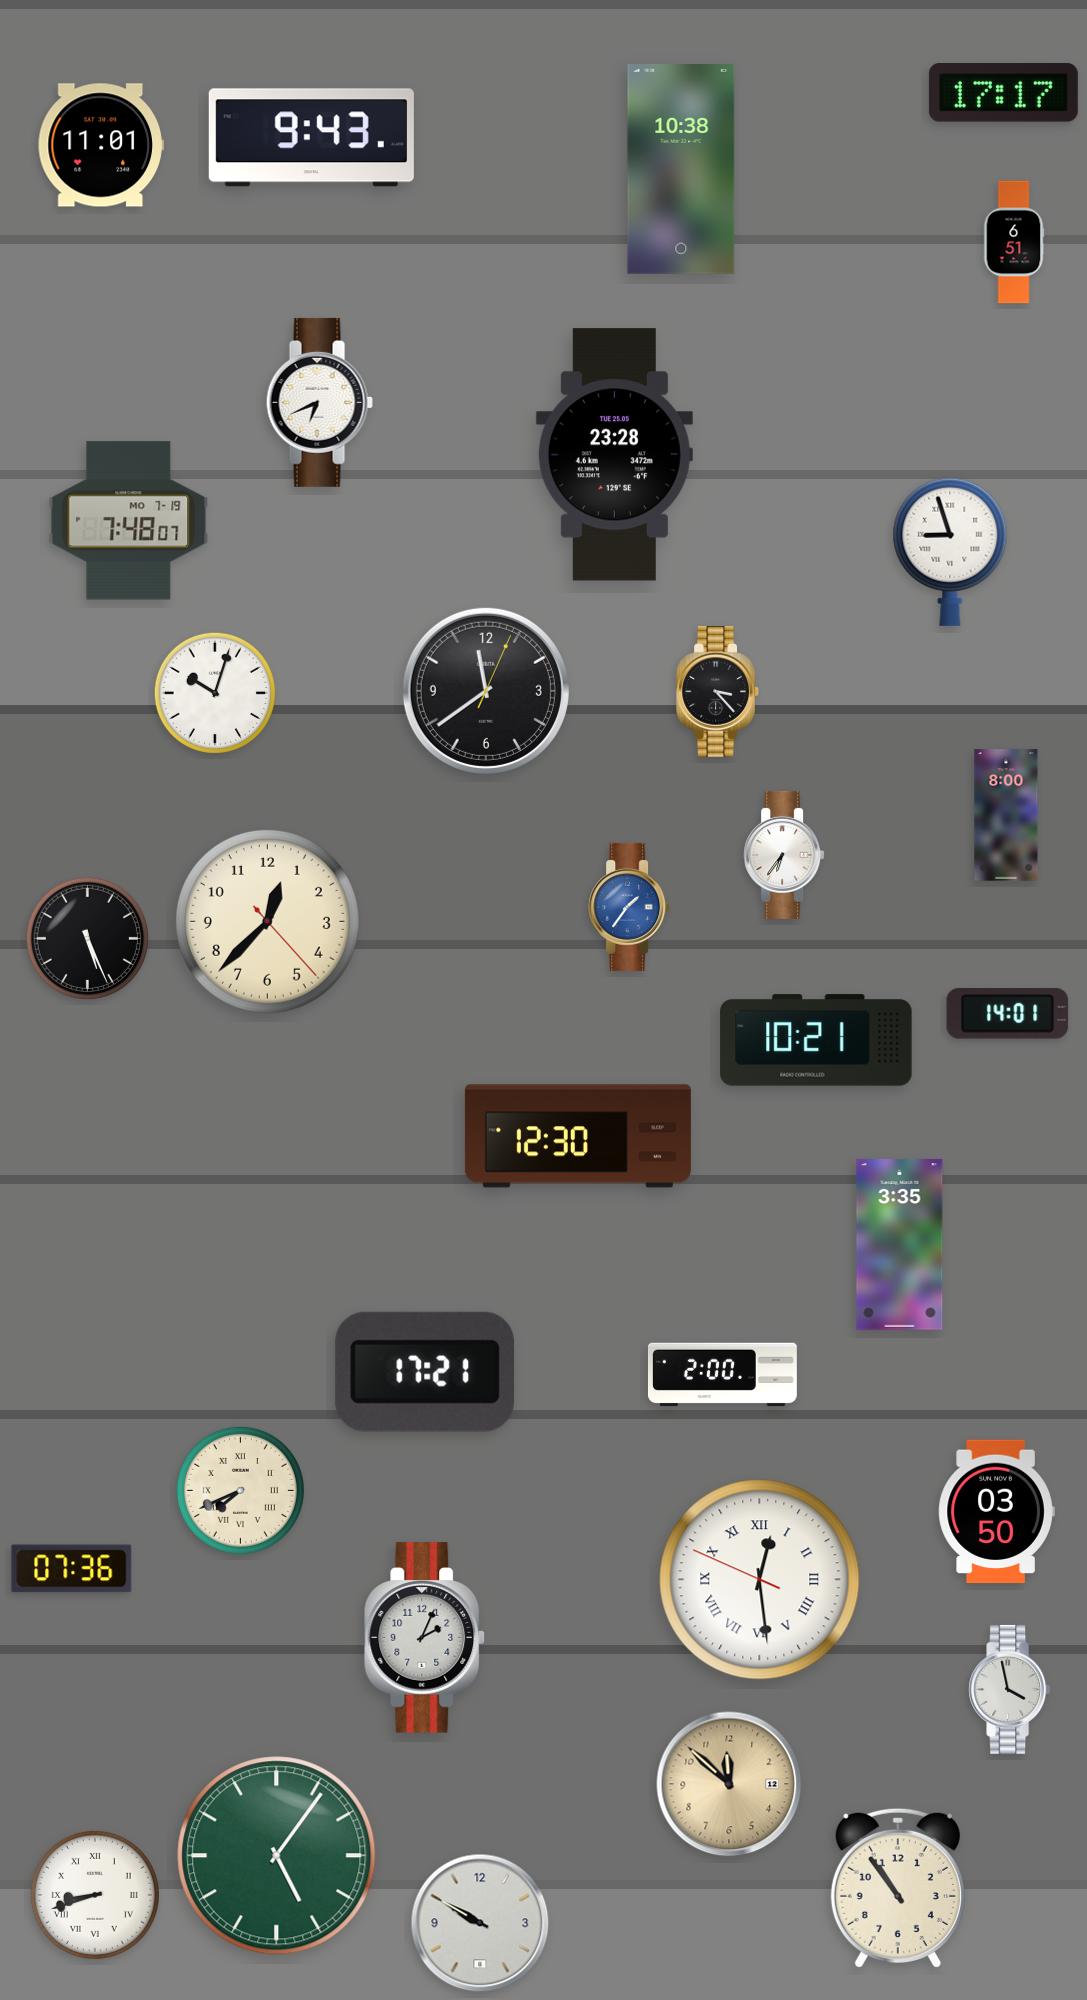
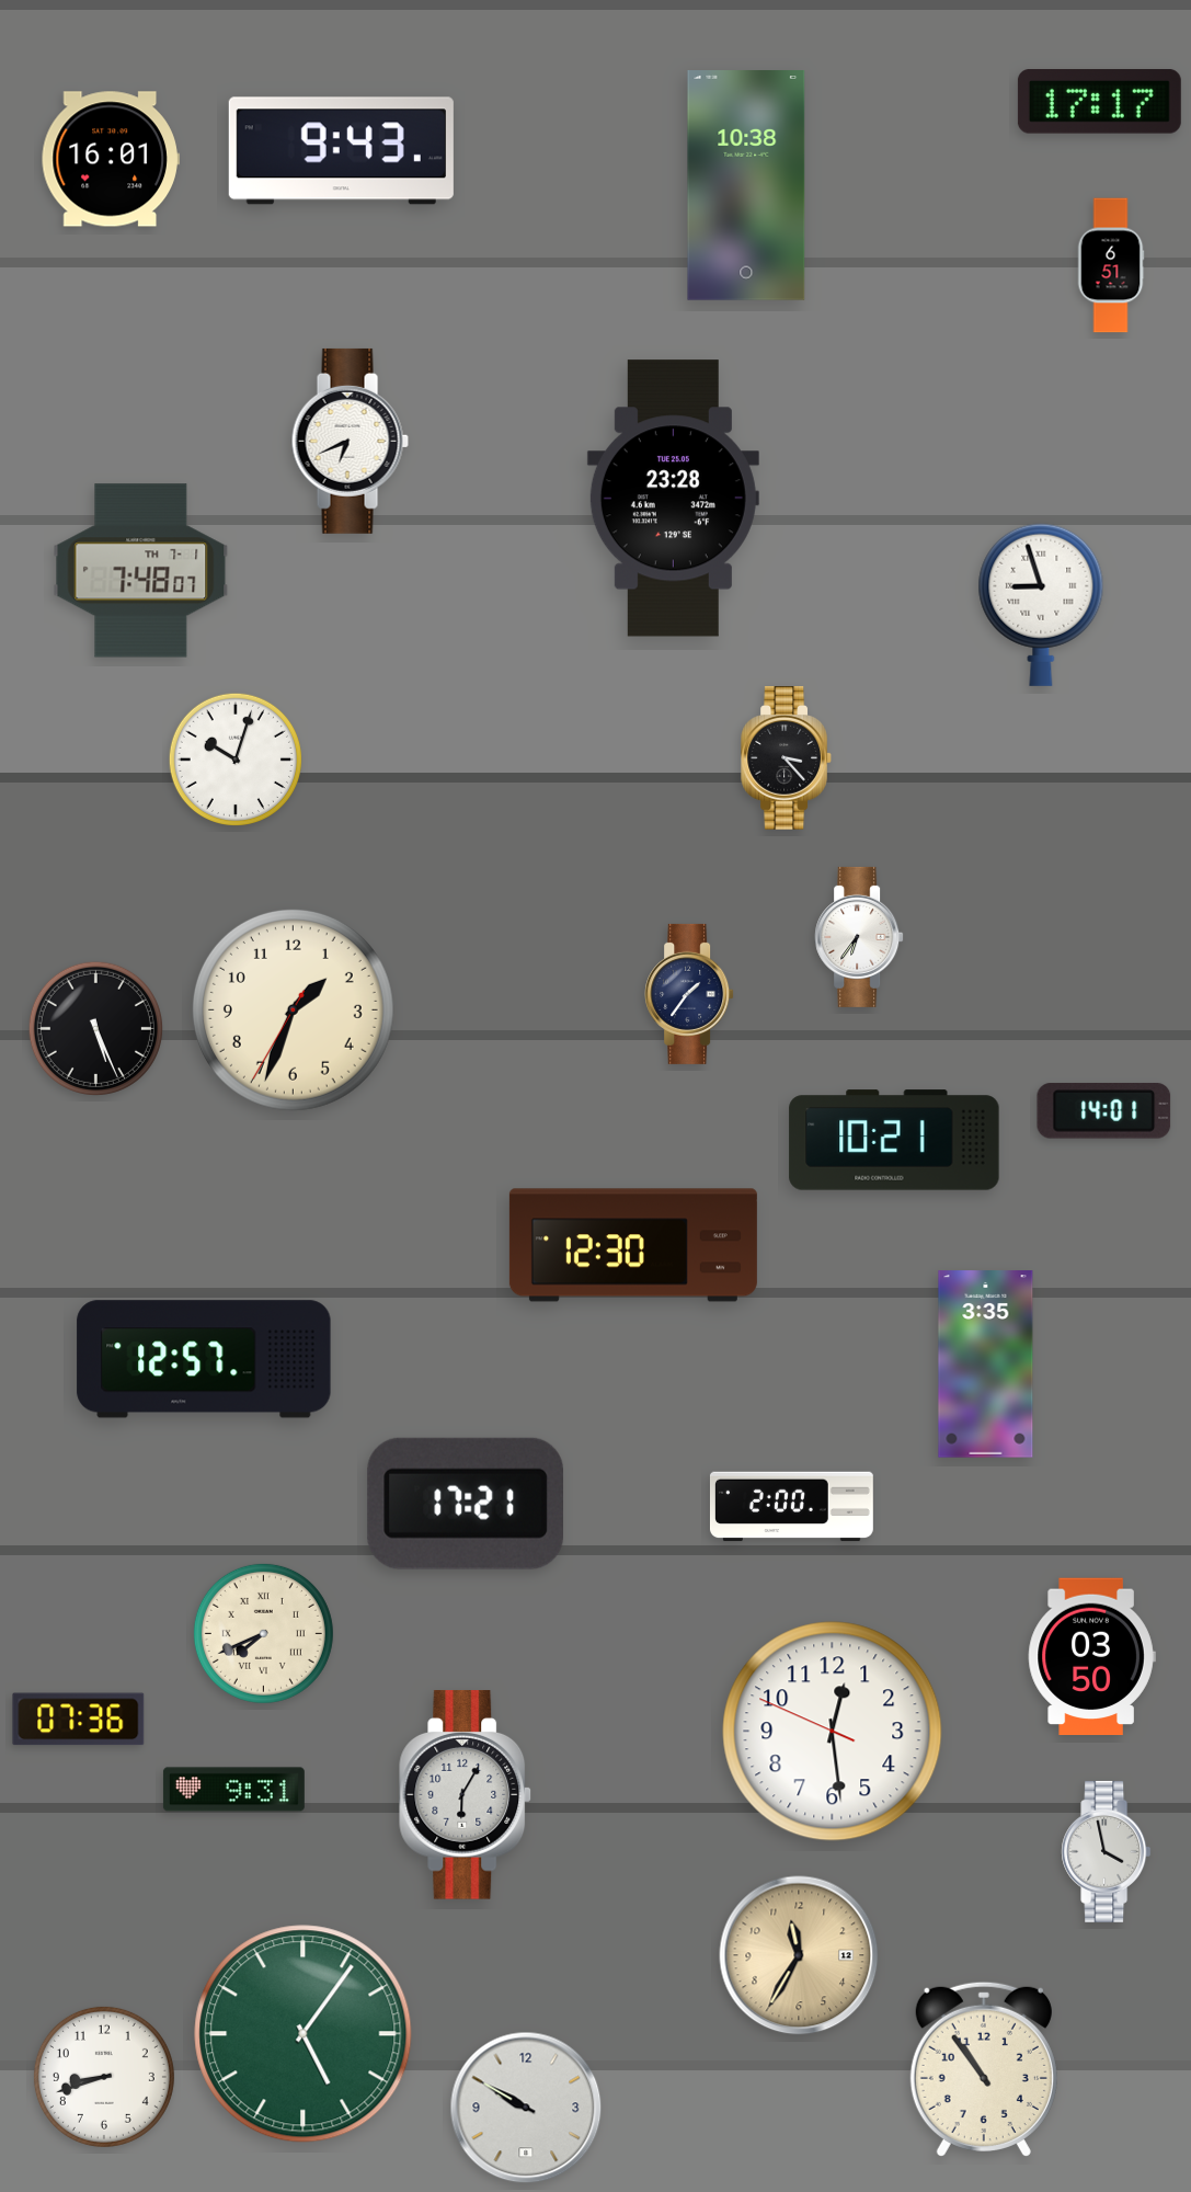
clock at (101, 145): 11:01 -> 16:01
clock at (129, 521) date: MO 7-19 -> TH 7-1
clock at (486, 691): 11:39 -> none
clock at (1006, 815): 8:00 -> none
clock at (629, 907) dial: blue -> navy
clock at (267, 921): 12:37 -> 1:33
clock at (204, 1359): none -> 12:57
clock at (760, 1580) numerals: Roman -> Arabic
clock at (233, 1790): none -> 9:31
clock at (425, 1638): 2:04 -> 6:05
clock at (729, 1784): 11:52 -> 11:35
clock at (95, 1895) numerals: Roman -> Arabic
